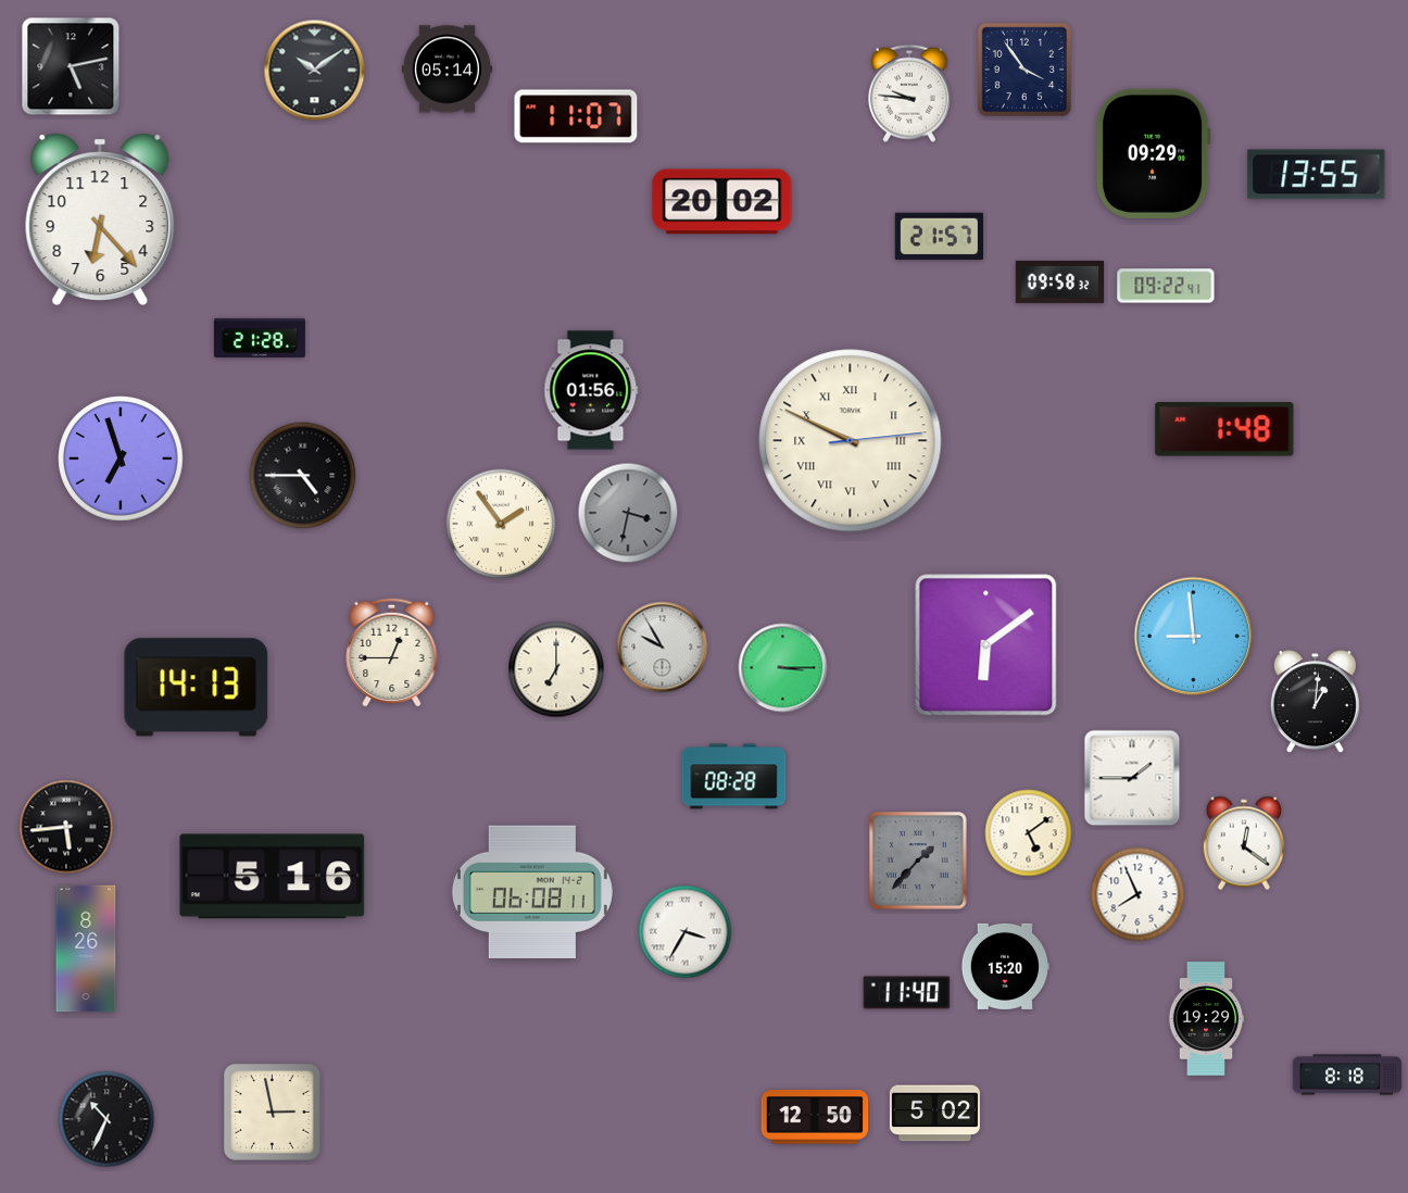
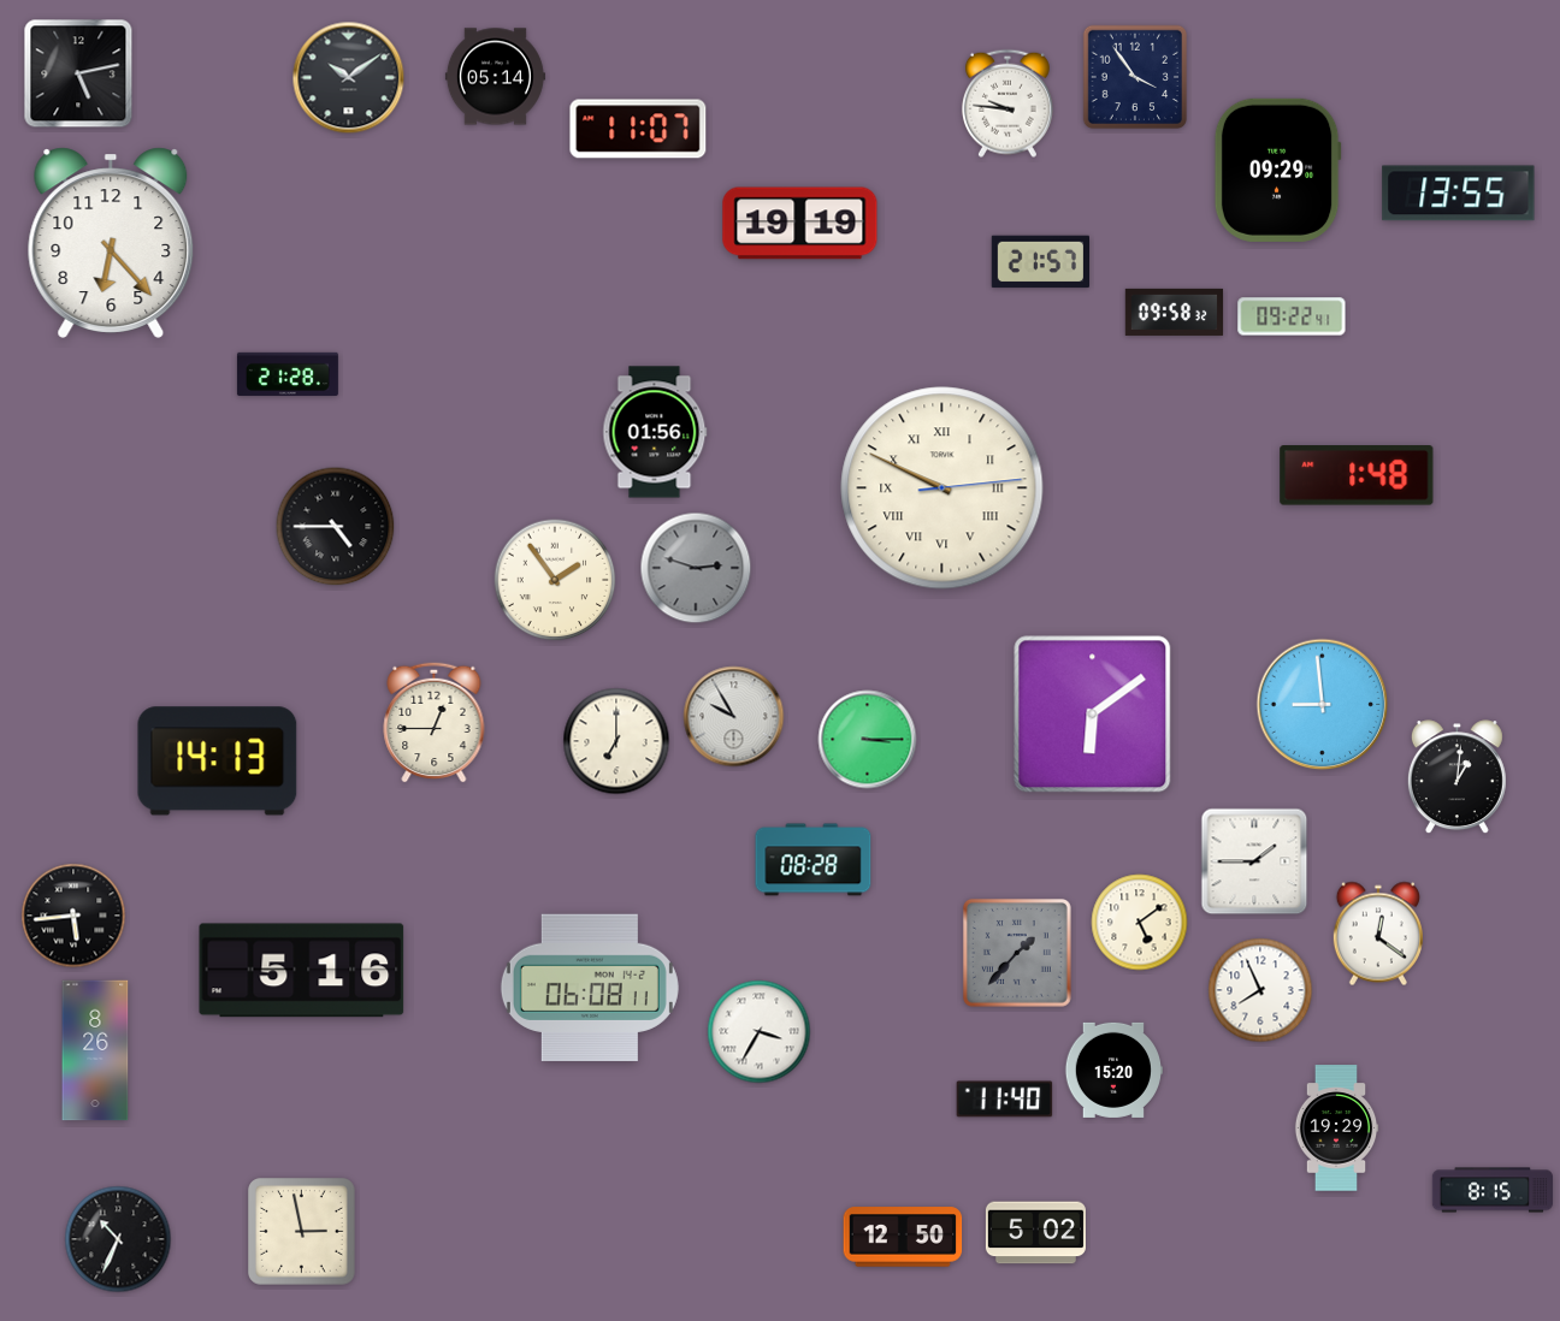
clock at (722, 202): 20:02 -> 19:19
clock at (122, 460): 6:57 -> none
clock at (628, 513): 3:32 -> 2:48
clock at (1346, 1075): 8:18 -> 8:15
